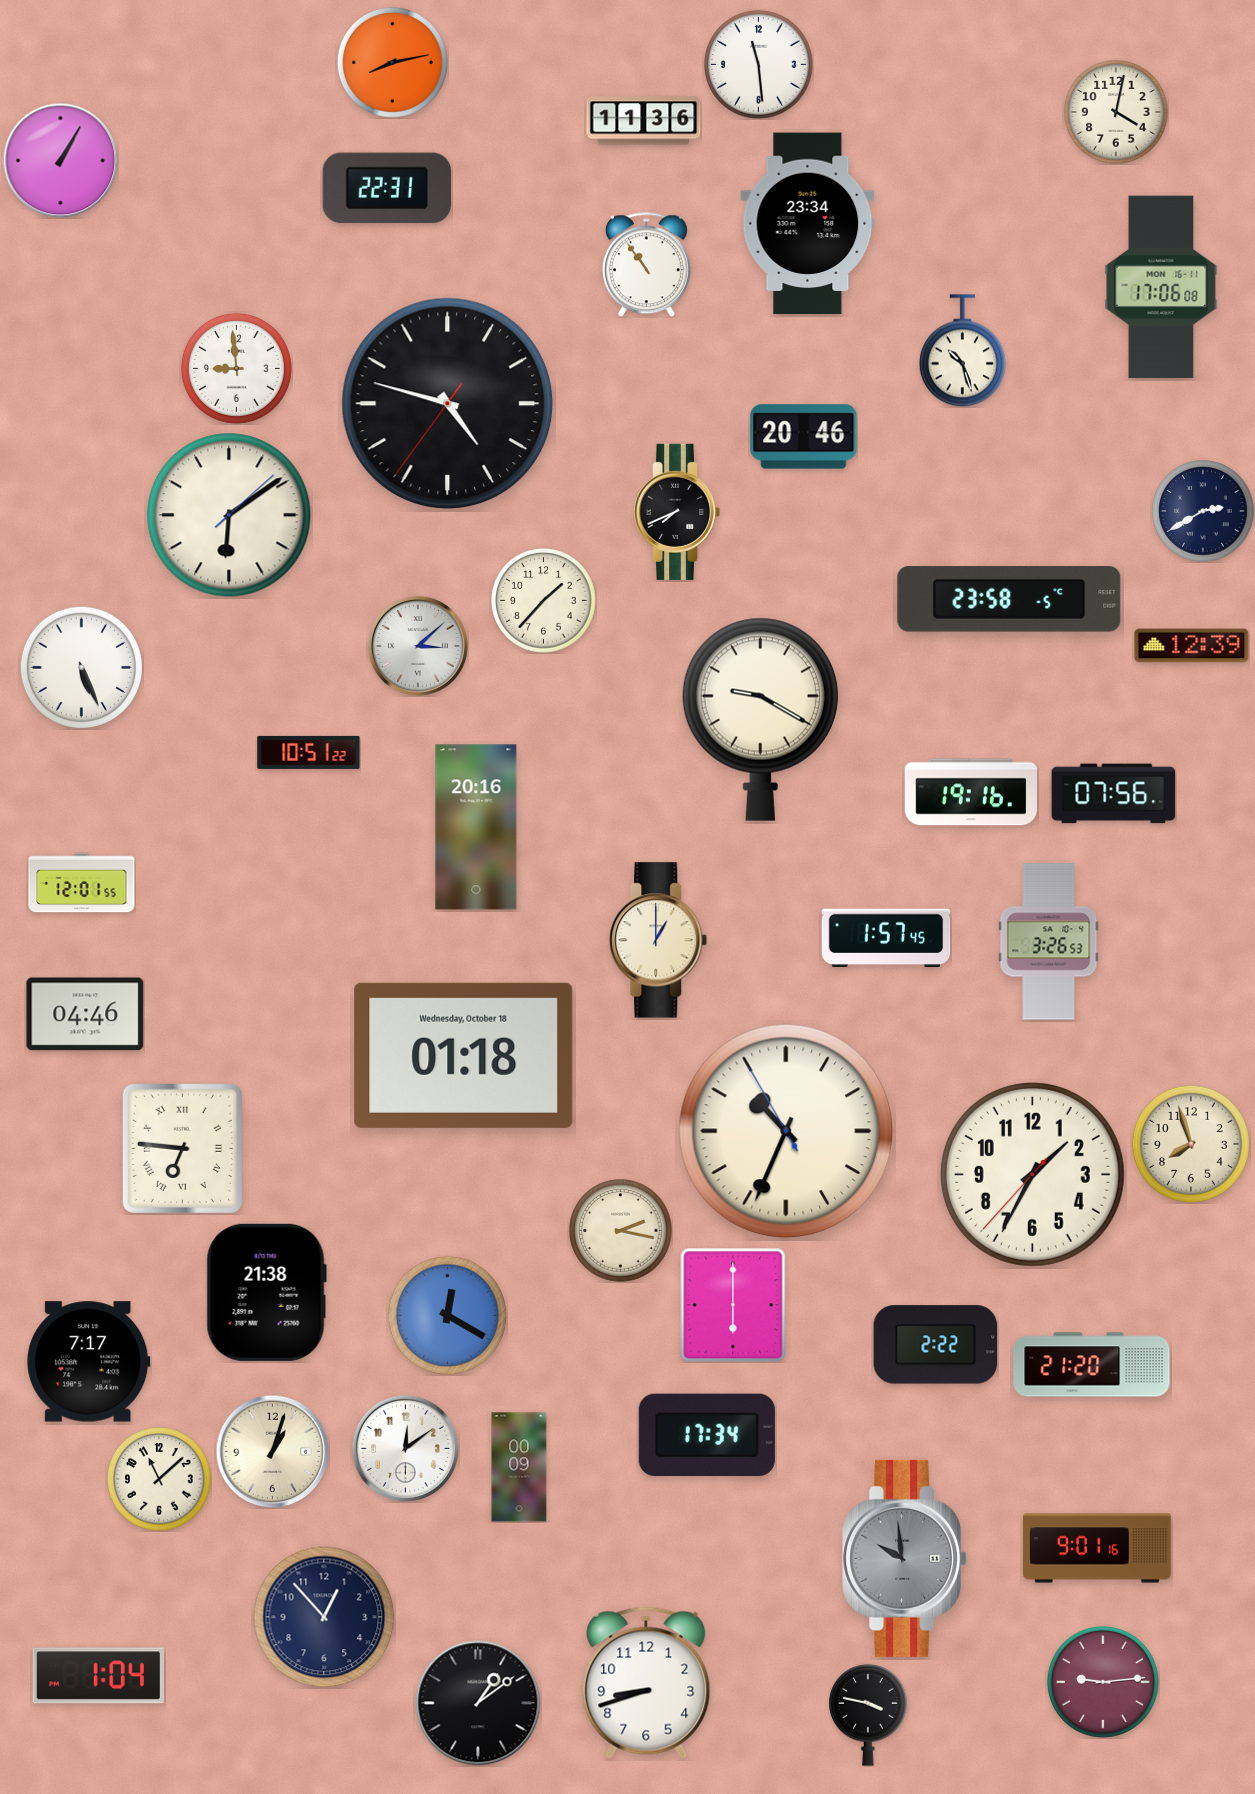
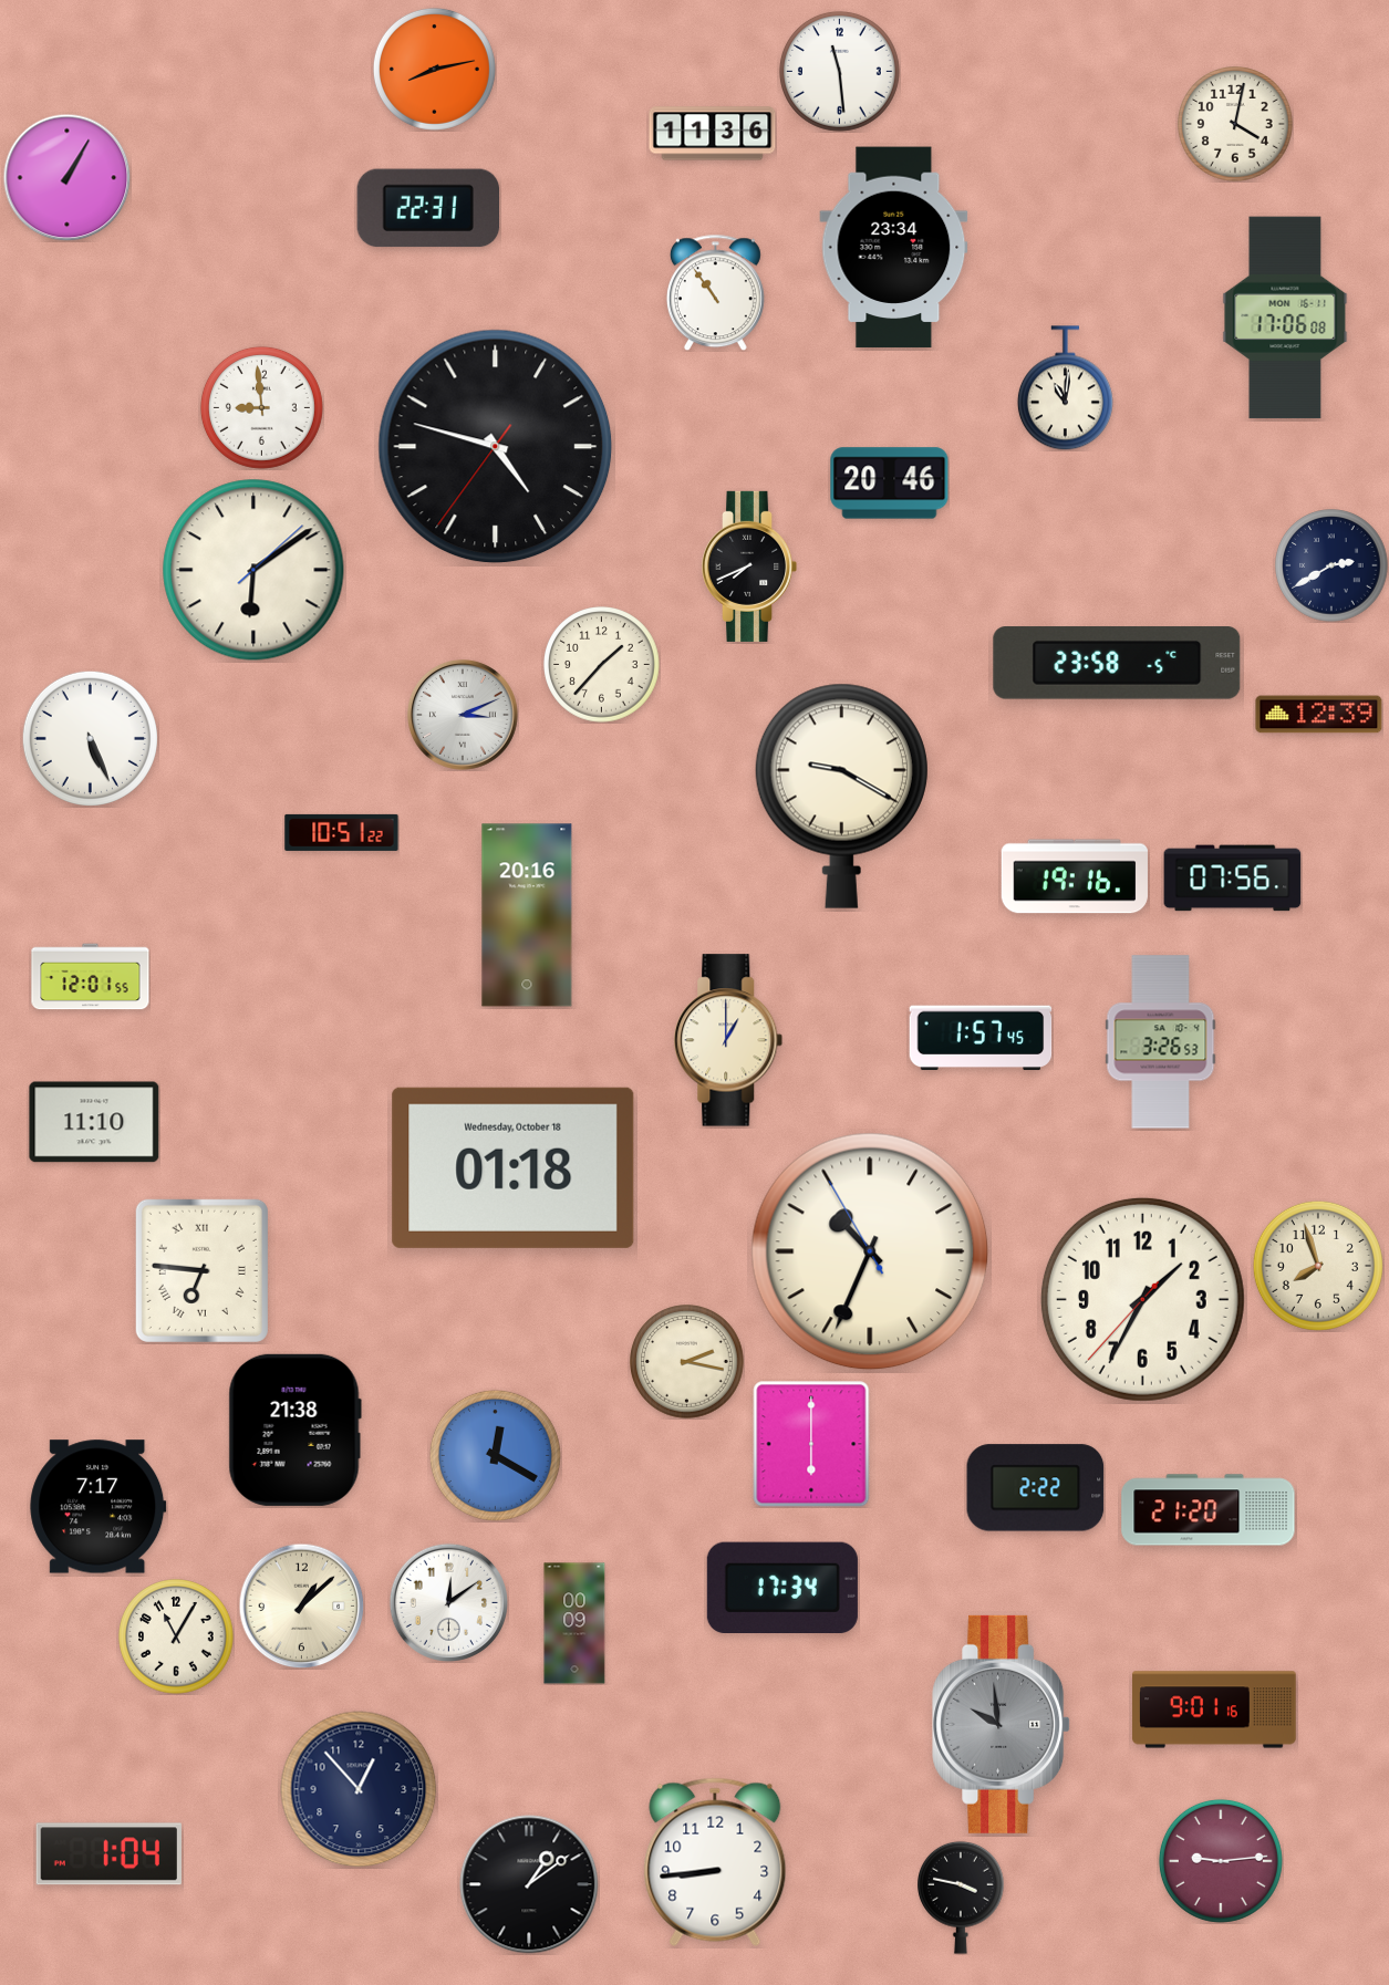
clock at (962, 351): 10:27 -> 11:01
clock at (418, 646): 3:08 -> 3:11
clock at (85, 1014): 04:46 -> 11:10
clock at (272, 1451): 1:03 -> 1:08
clock at (159, 1479): 11:08 -> 11:05
clock at (1097, 1548) position: (1097, 1548) -> (1214, 1709)
clock at (646, 1683): 8:42 -> 8:44
